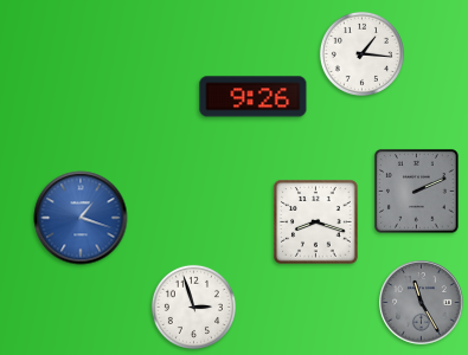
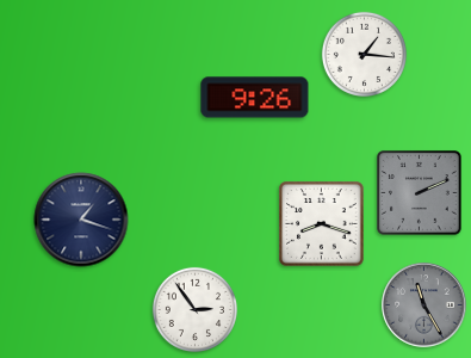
clock at (81, 218) dial: blue -> navy
clock at (316, 222) position: (316, 222) -> (322, 224)
clock at (193, 306): 2:57 -> 2:54
